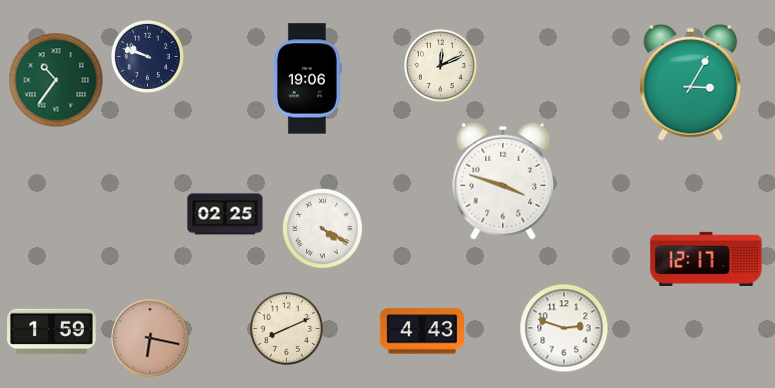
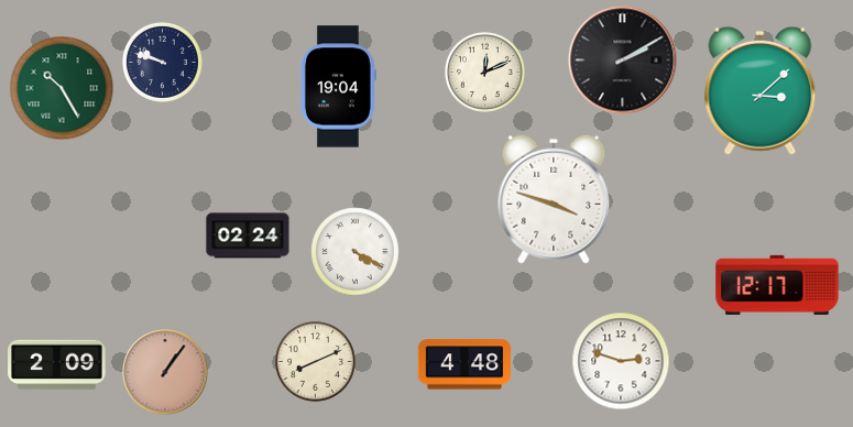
clock at (623, 61): none -> 2:10
clock at (307, 79): 19:06 -> 19:04
clock at (56, 80): 10:36 -> 10:25
clock at (691, 82): 3:05 -> 3:08
clock at (225, 214): 02:25 -> 02:24
clock at (421, 331): 4:43 -> 4:48
clock at (52, 332): 1:59 -> 2:09
clock at (150, 338): 6:17 -> 1:06
